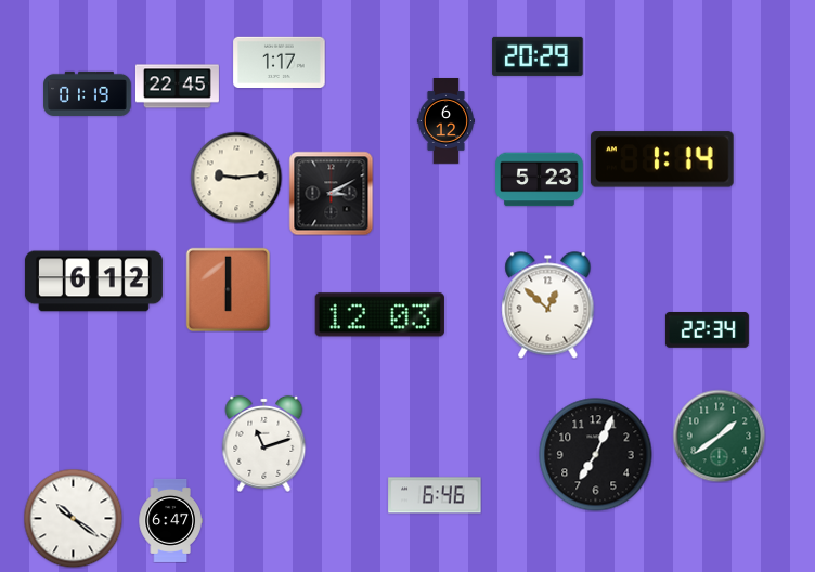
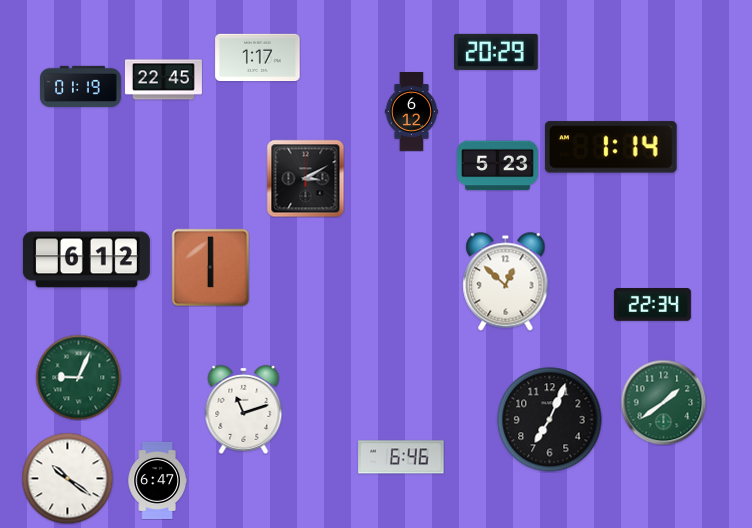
clock at (236, 178): 9:14 -> none
clock at (379, 315): 12:03 -> none
clock at (78, 377): none -> 9:04
